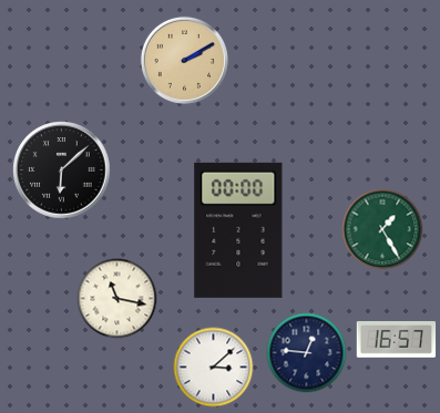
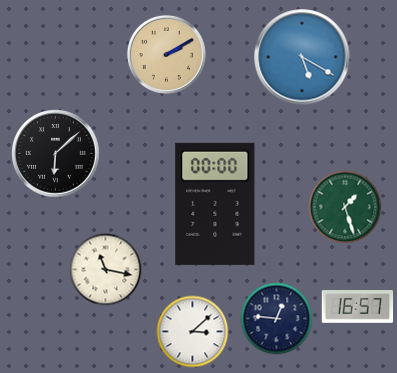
clock at (302, 57): none -> 5:20
clock at (382, 229): 1:25 -> 1:27
clock at (238, 230) position: (238, 230) -> (215, 204)
